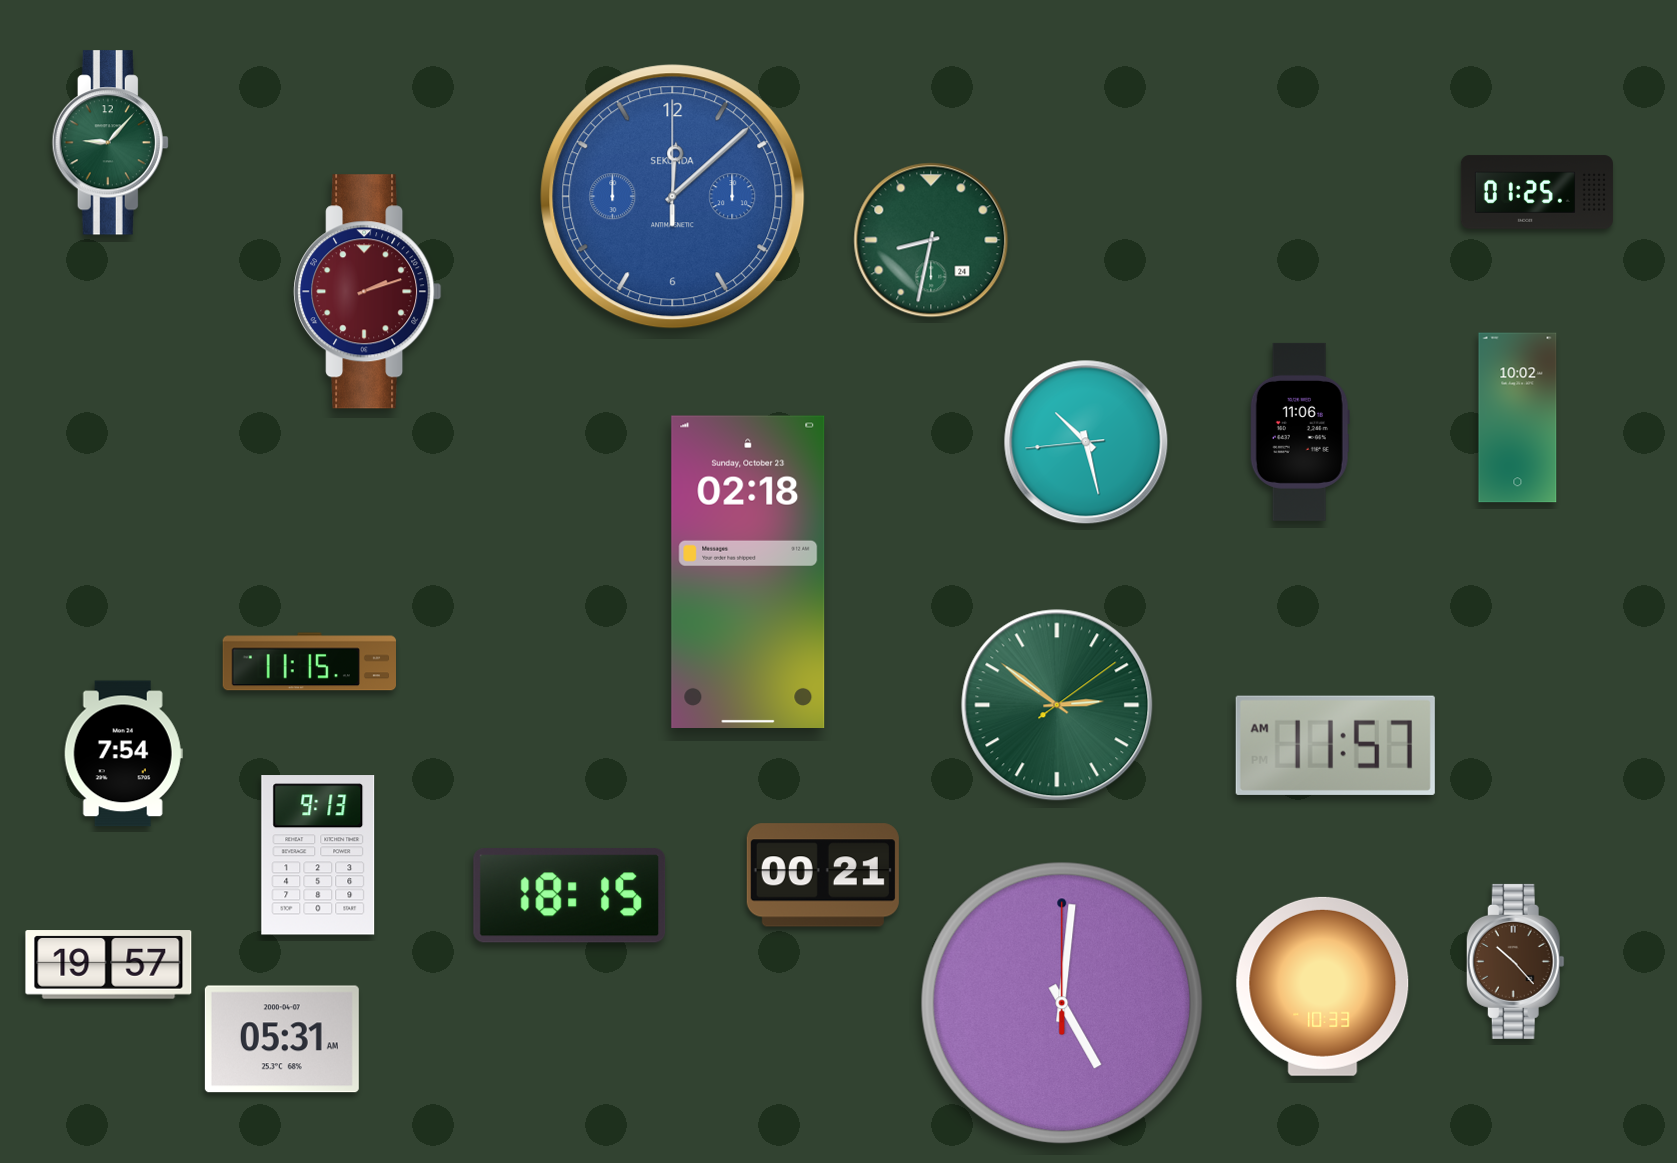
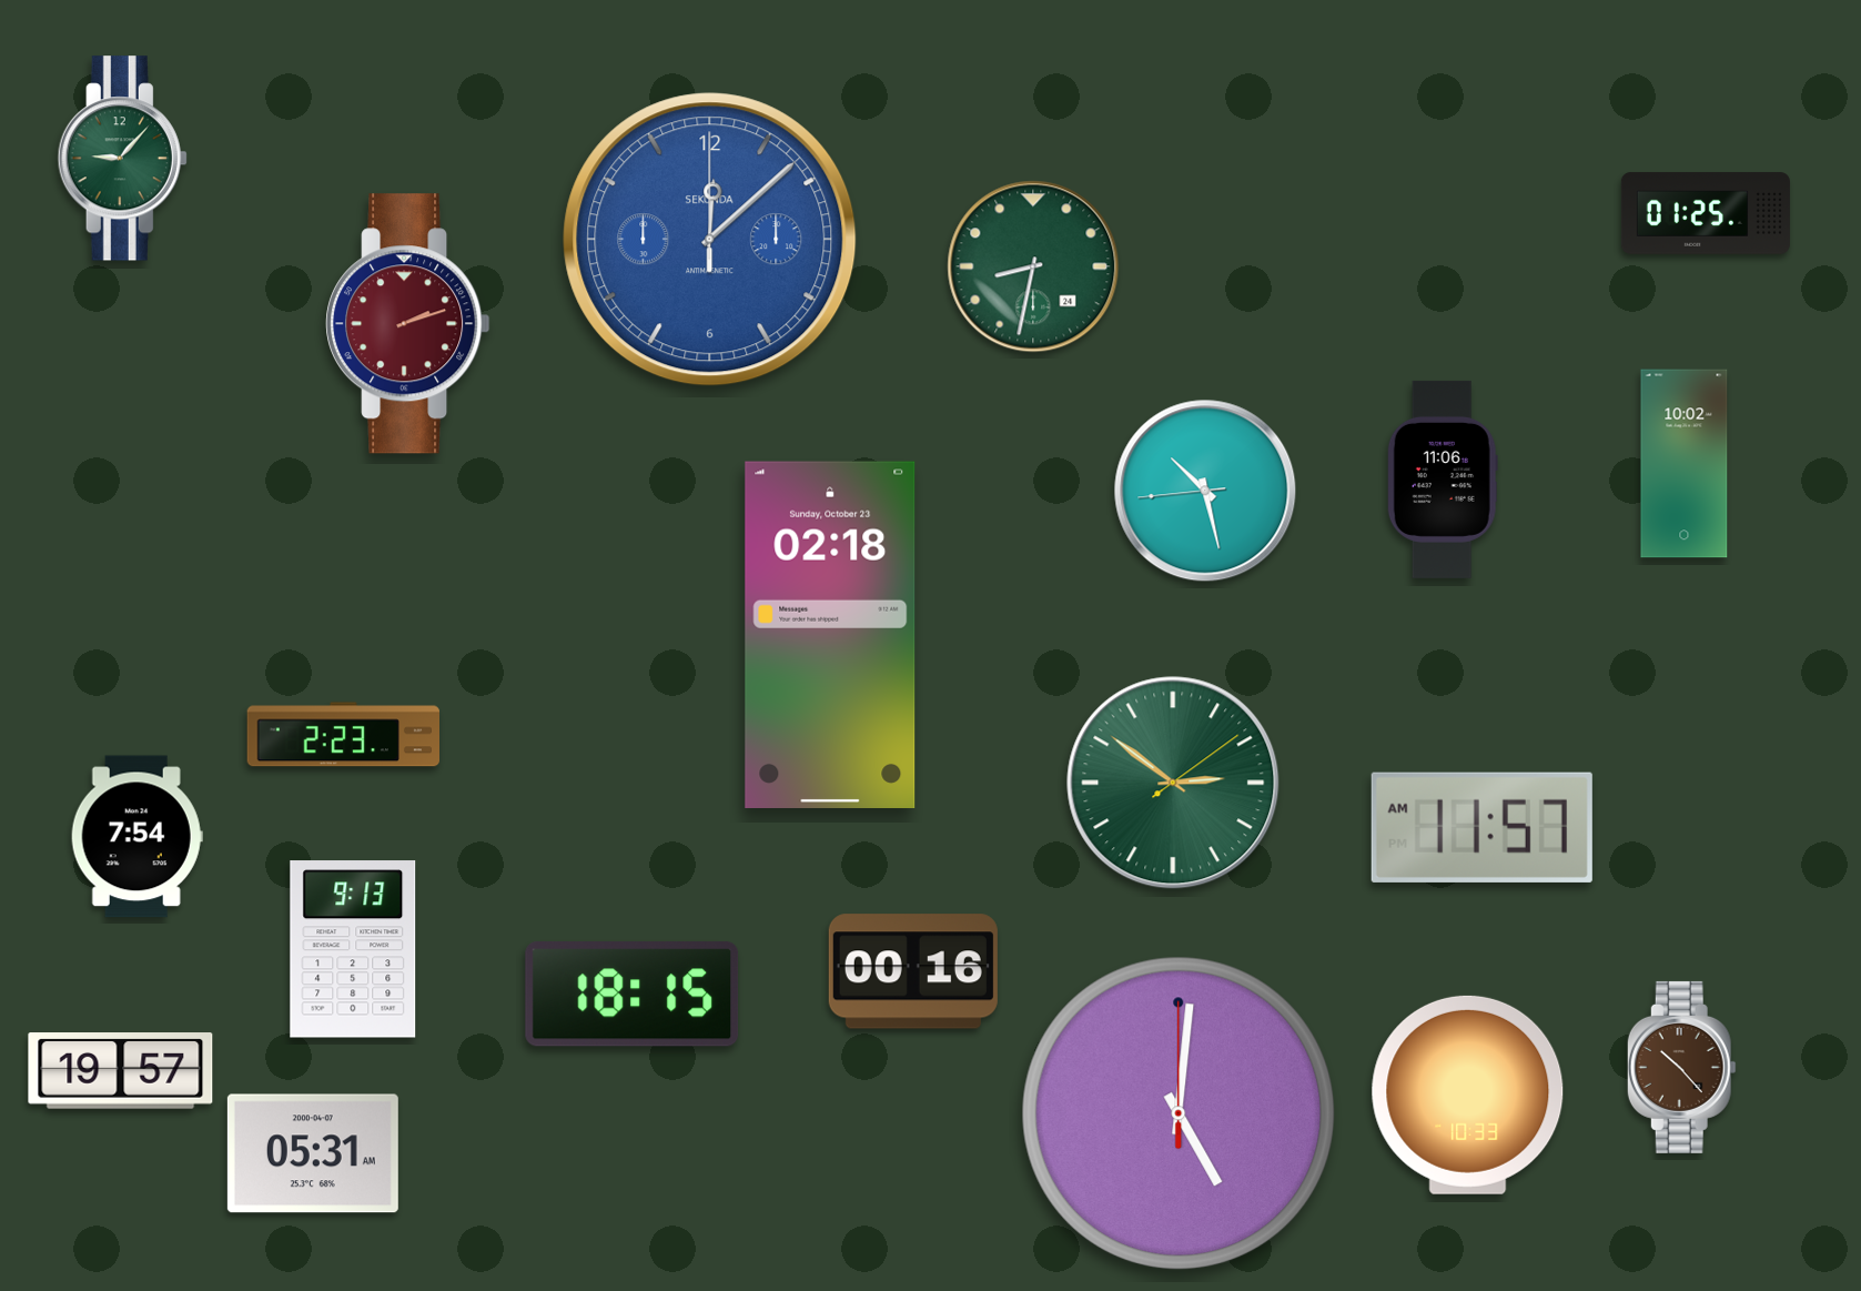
clock at (673, 197) position: (673, 197) -> (710, 240)
clock at (309, 662): 11:15 -> 2:23
clock at (823, 875): 00:21 -> 00:16
